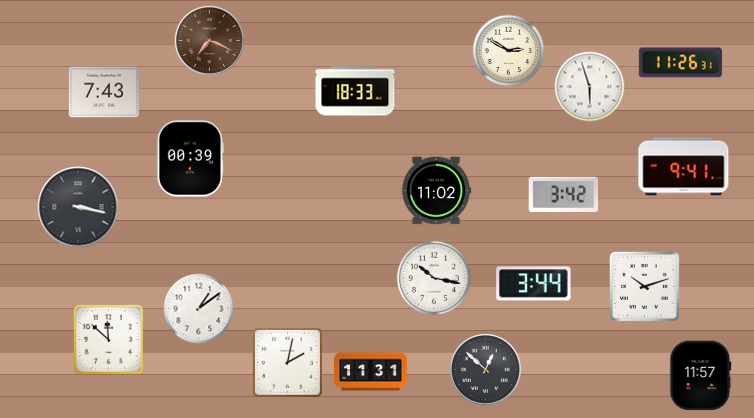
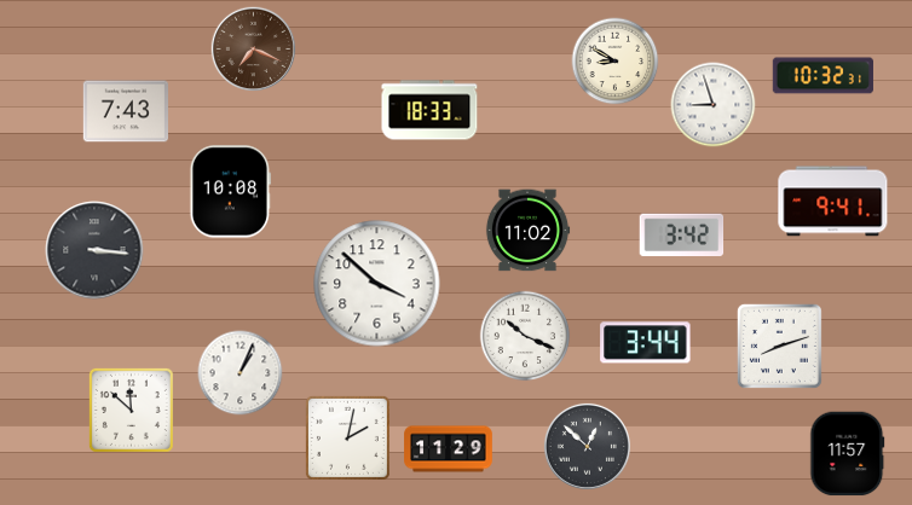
clock at (509, 51): 2:50 -> 8:50
clock at (680, 63): 11:26 -> 10:32
clock at (590, 87): 5:57 -> 8:57
clock at (190, 159): 00:39 -> 10:08
clock at (684, 167) position: (684, 167) -> (833, 202)
clock at (78, 207): 3:17 -> 3:16
clock at (377, 284): none -> 3:52
clock at (434, 278): 10:17 -> 10:19
clock at (644, 286): 10:12 -> 8:12
clock at (199, 309): 1:09 -> 1:04
clock at (371, 372): 11:31 -> 11:29
